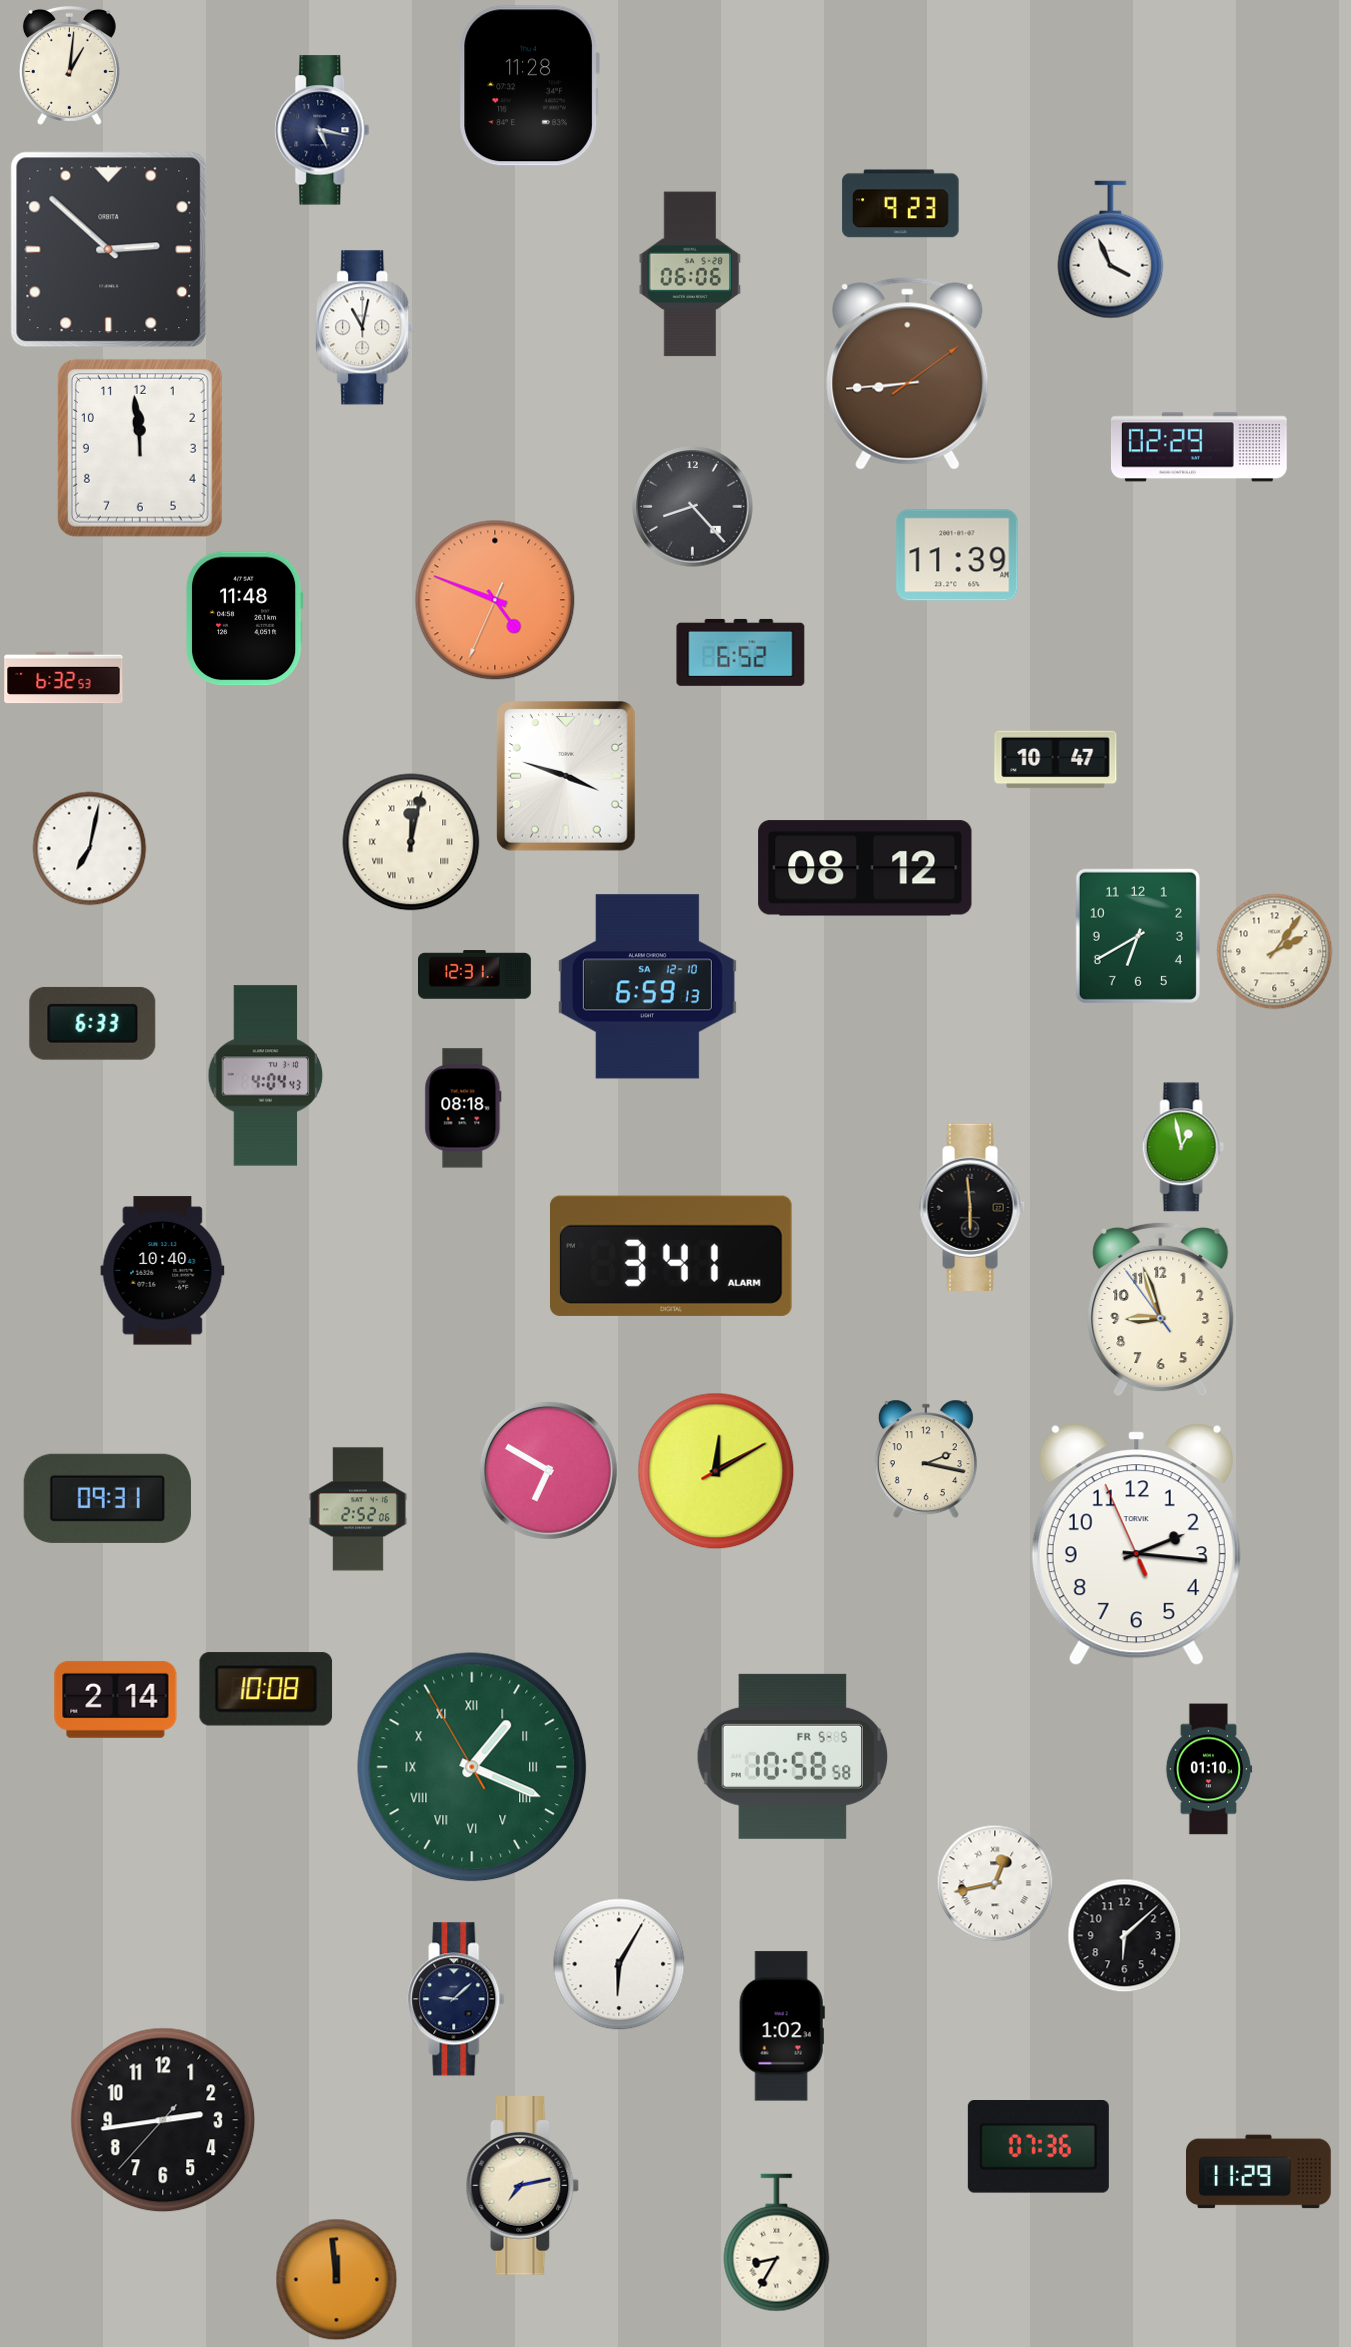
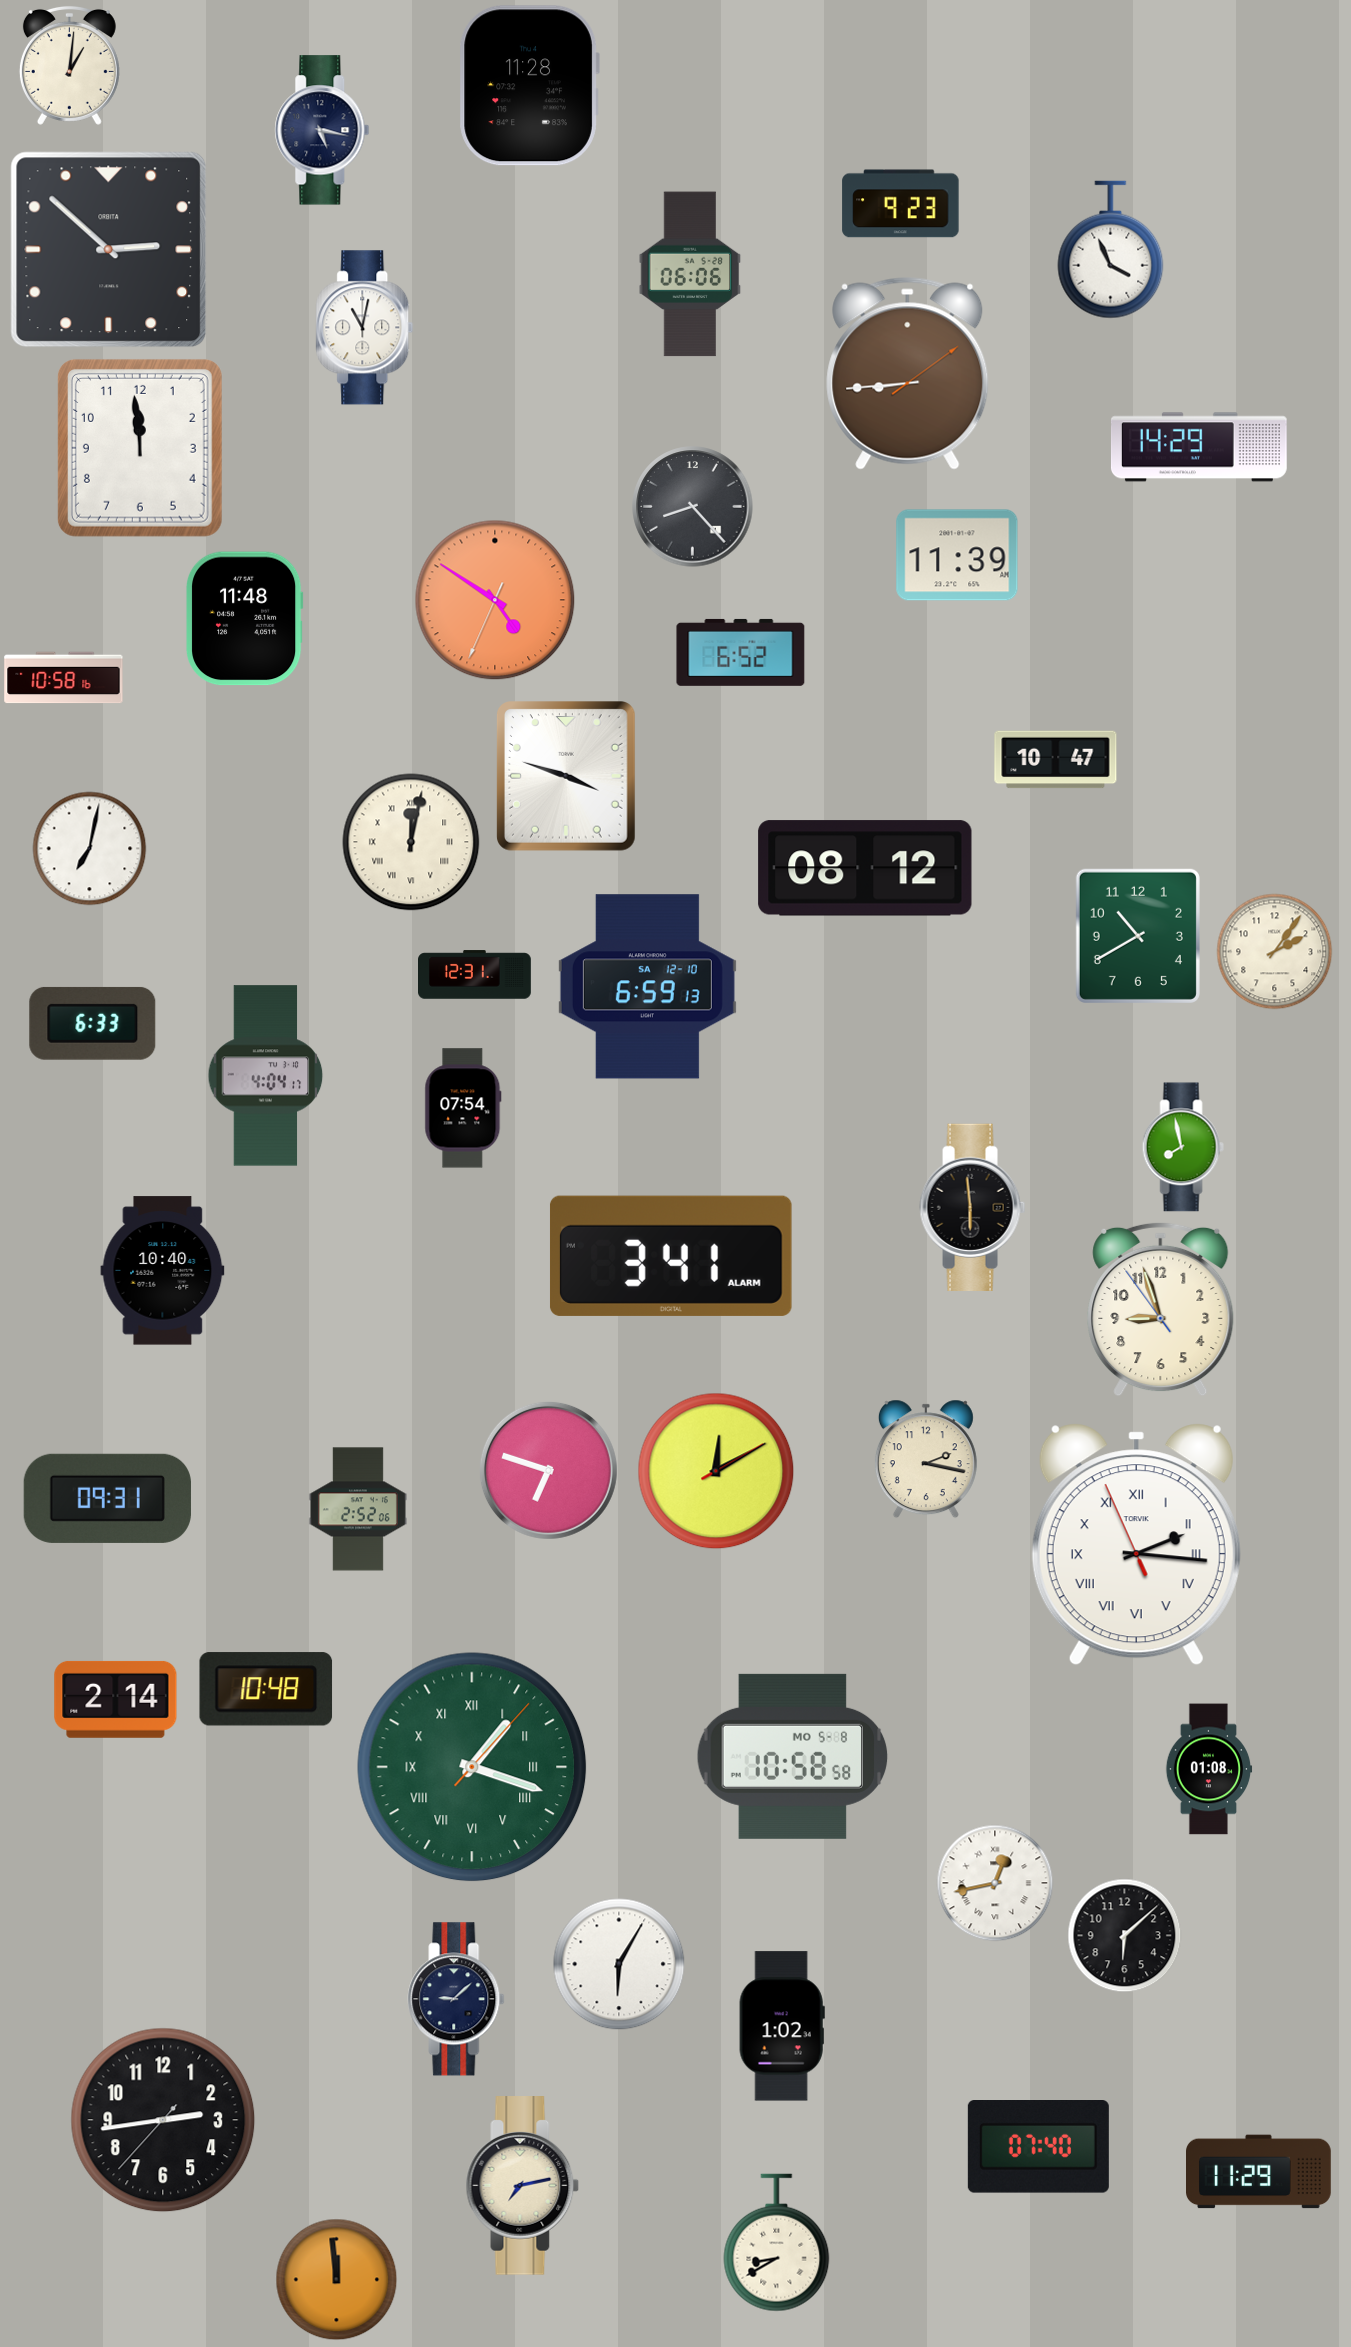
clock at (1199, 447): 02:29 -> 14:29
clock at (495, 600): 4:48 -> 4:50
clock at (64, 678): 6:32 -> 10:58
clock at (1138, 936): 6:40 -> 10:40
clock at (266, 1076): 4:04:43 -> 4:04:17
clock at (463, 1108): 08:18 -> 07:54
clock at (1183, 1147): 12:58 -> 7:58
clock at (548, 1470): 6:50 -> 6:48
clock at (1136, 1545) numerals: Arabic -> Roman
clock at (266, 1689): 10:08 -> 10:48
clock at (793, 1756) date: FR 5-5 -> MO 5-8
clock at (472, 1767): 1:18:55 -> 1:18:07
clock at (1209, 1769): 01:10 -> 01:08
clock at (1038, 2147): 07:36 -> 07:40
clock at (777, 2243): 8:35 -> 8:40
